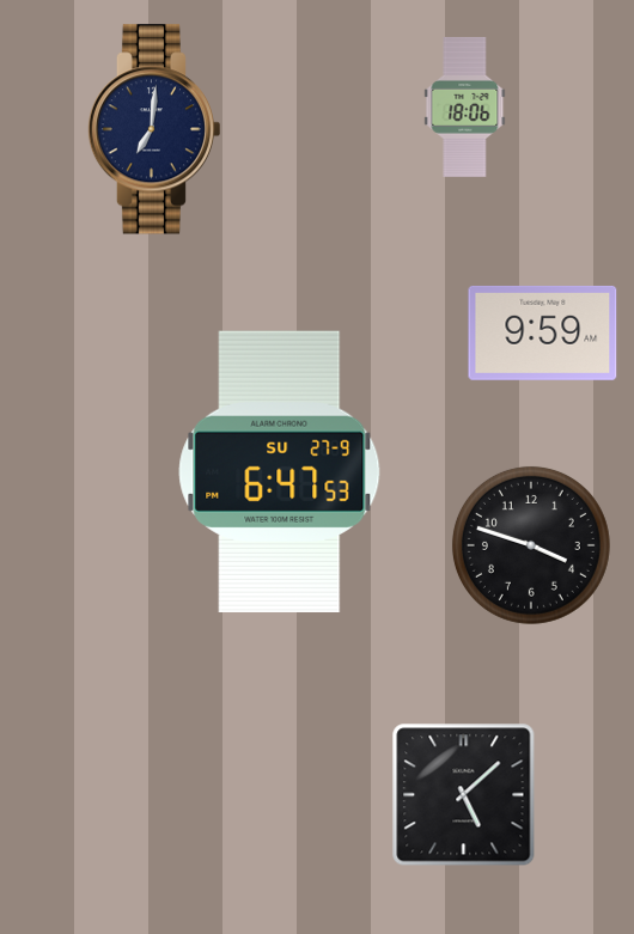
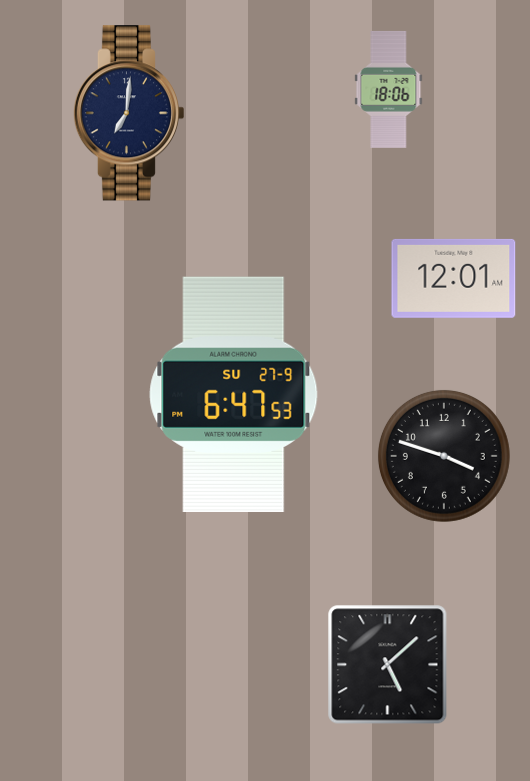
clock at (153, 129) position: (153, 129) -> (128, 113)
clock at (543, 332): 9:59 -> 12:01
